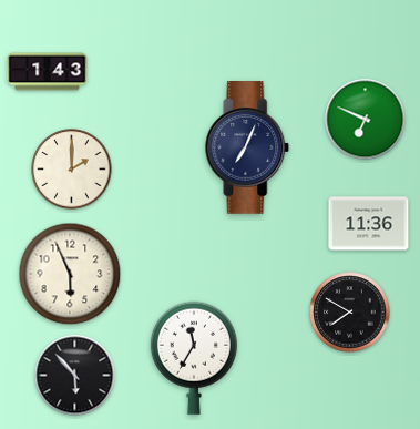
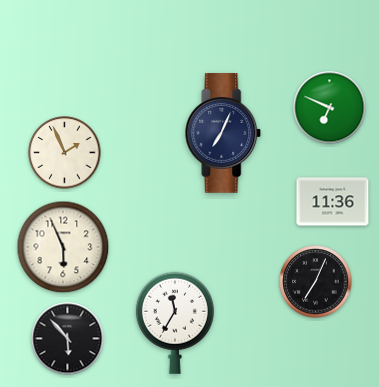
clock at (48, 72): 1:43 -> none
clock at (72, 170): 2:00 -> 1:56
clock at (350, 313): 7:50 -> 7:04
